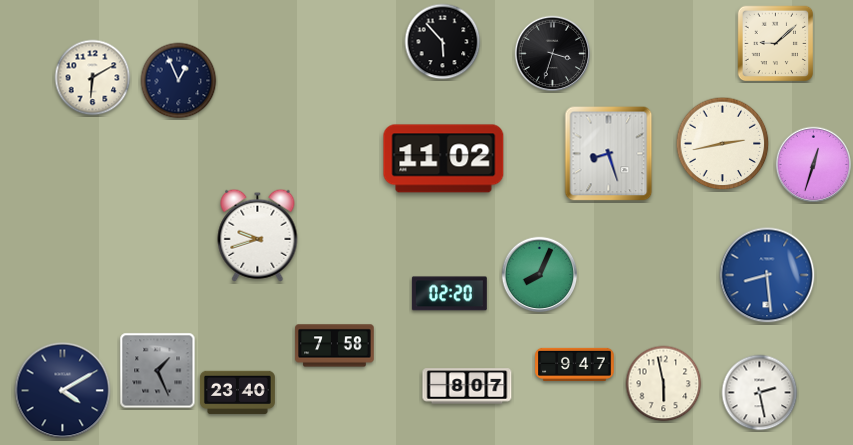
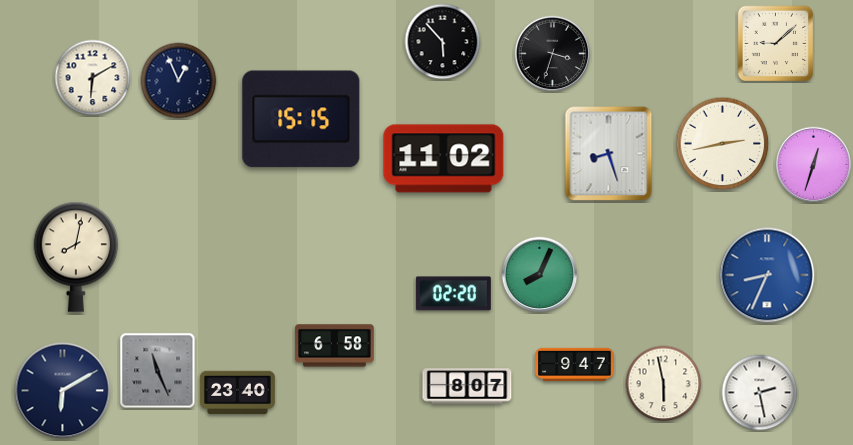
clock at (301, 119): none -> 15:15
clock at (258, 235): 9:42 -> none
clock at (76, 257): none -> 8:02
clock at (767, 275): 8:29 -> 8:34
clock at (449, 294) position: (449, 294) -> (453, 294)
clock at (335, 346): 7:58 -> 6:58
clock at (158, 371): 1:26 -> 11:26
clock at (63, 391): 4:10 -> 6:10
